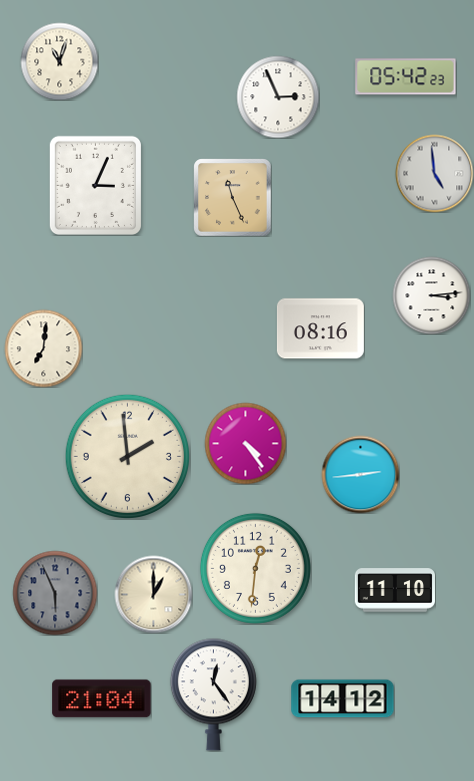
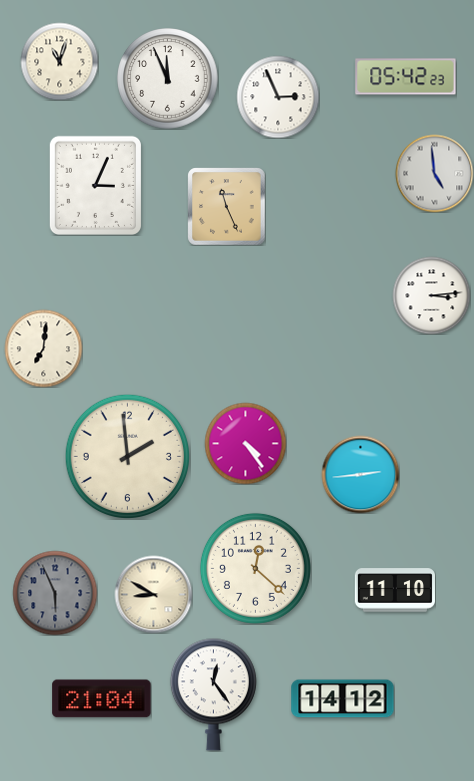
clock at (168, 79): none -> 11:56
clock at (232, 197) position: (232, 197) -> (226, 206)
clock at (320, 329): 08:16 -> none
clock at (255, 568): 12:31 -> 12:22
clock at (153, 594): 1:00 -> 8:50
